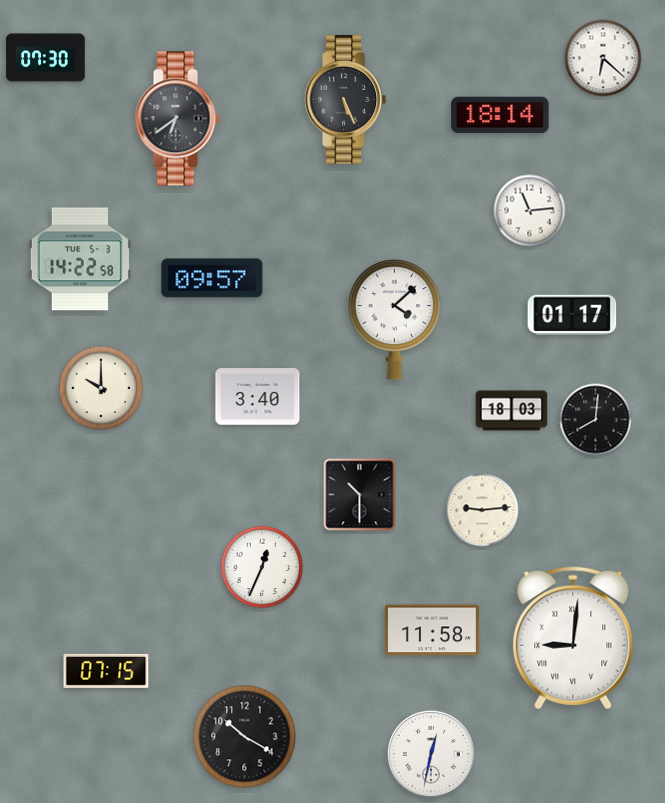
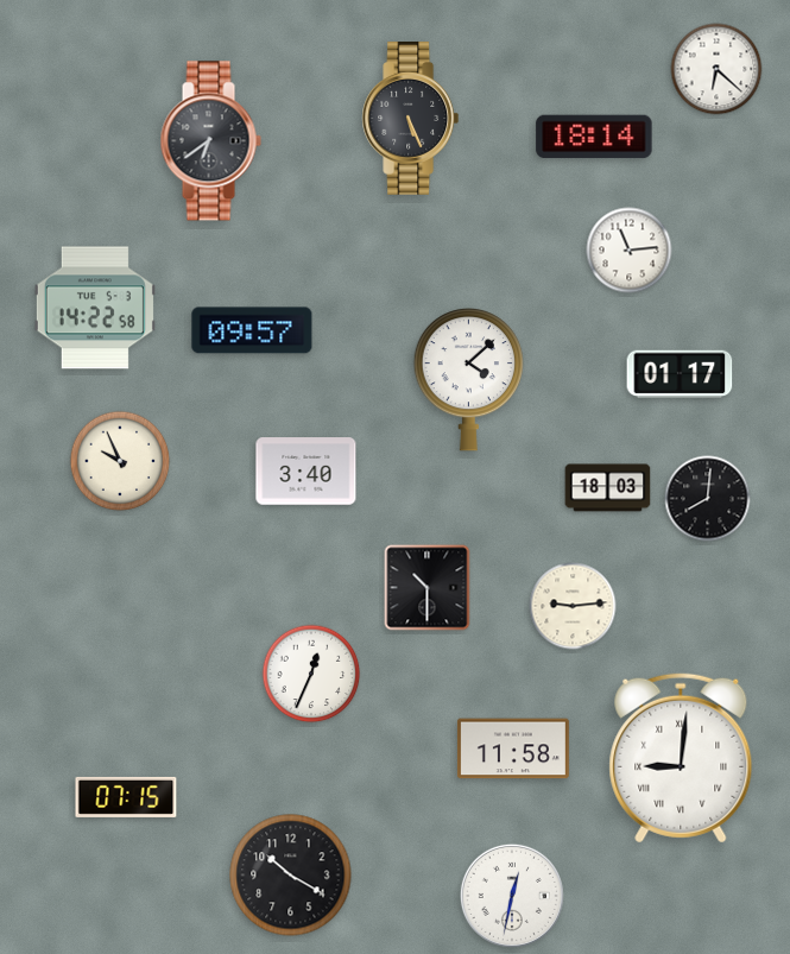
clock at (46, 58): 07:30 -> none
clock at (101, 388): 10:00 -> 9:56
